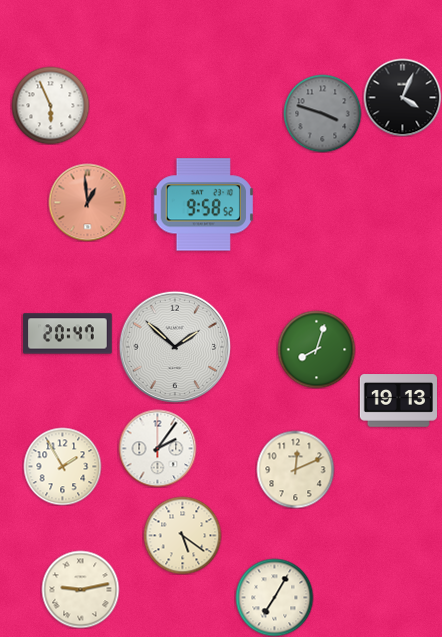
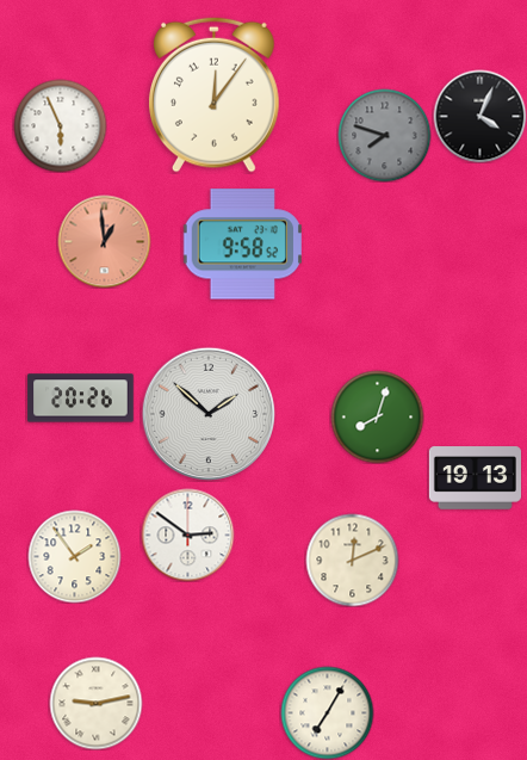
clock at (213, 94): none -> 12:06
clock at (322, 113): 3:48 -> 7:48
clock at (68, 334): 20:47 -> 20:26
clock at (157, 448): 2:06 -> 2:51
clock at (62, 466): 1:55 -> 1:54
clock at (182, 535): 5:21 -> none
